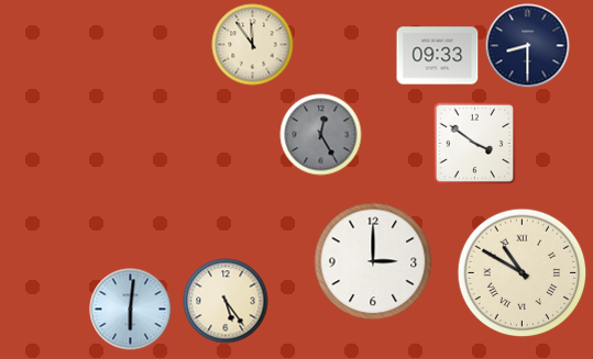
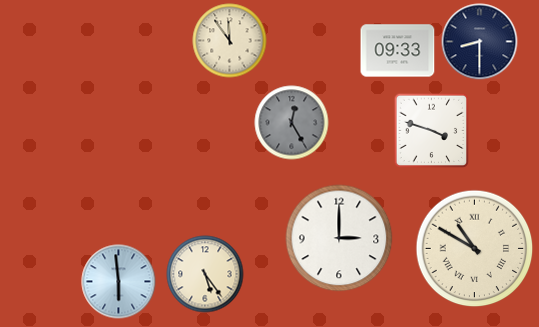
clock at (475, 144): 3:51 -> 3:48
clock at (131, 310): 6:01 -> 5:59
